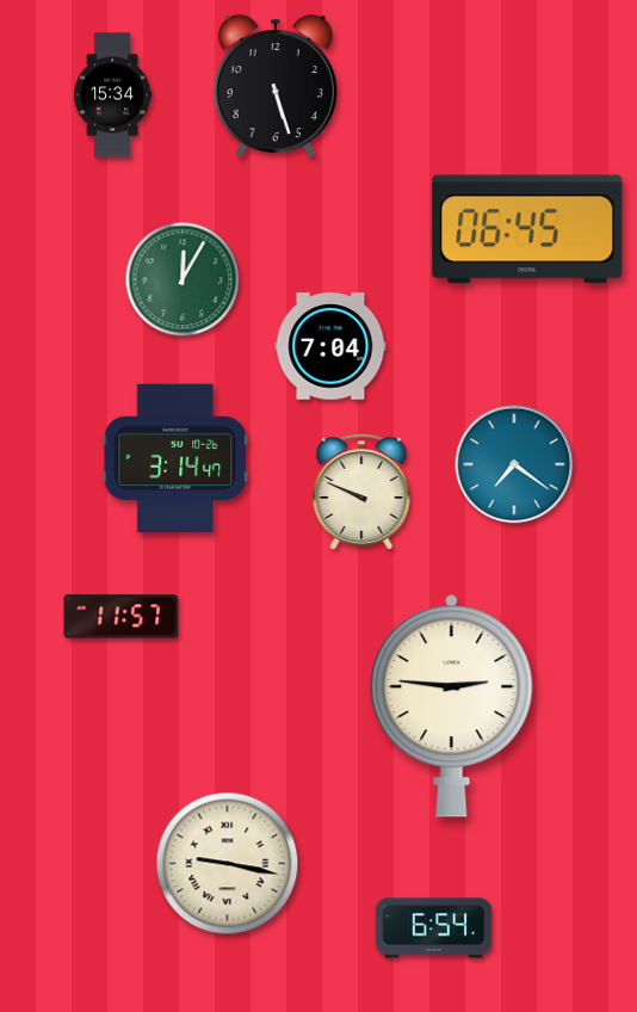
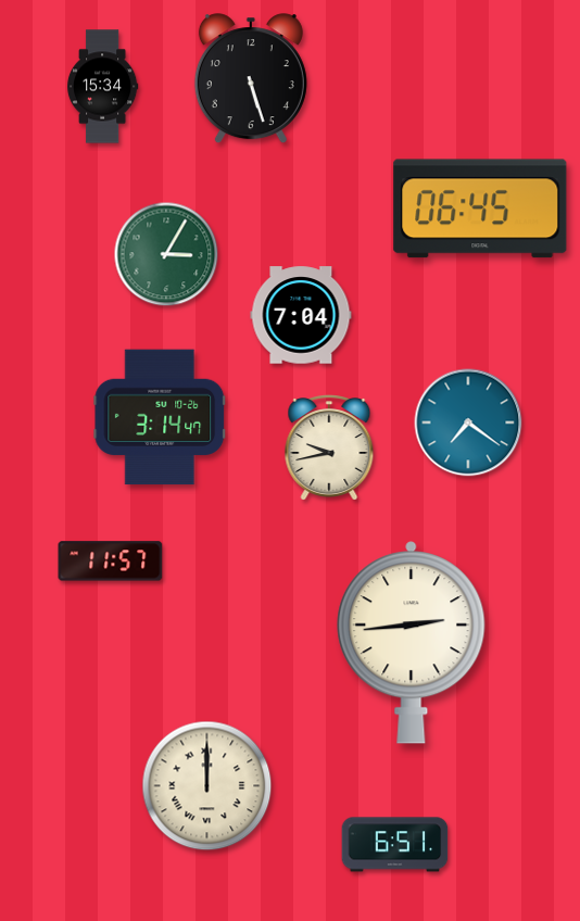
clock at (183, 279): 12:05 -> 3:05
clock at (361, 493): 9:49 -> 9:43
clock at (452, 706): 2:46 -> 2:44
clock at (228, 864): 9:17 -> 12:00
clock at (434, 928): 6:54 -> 6:51
